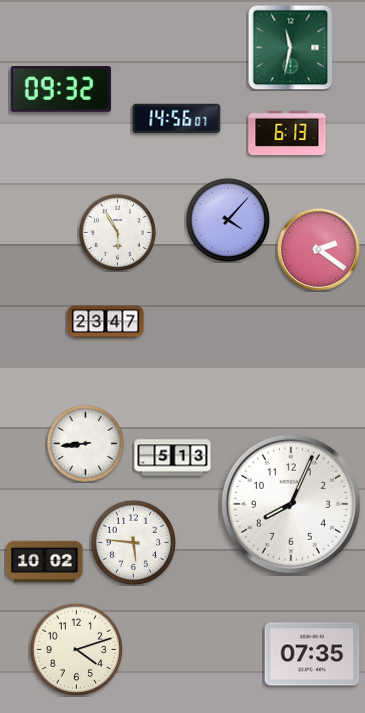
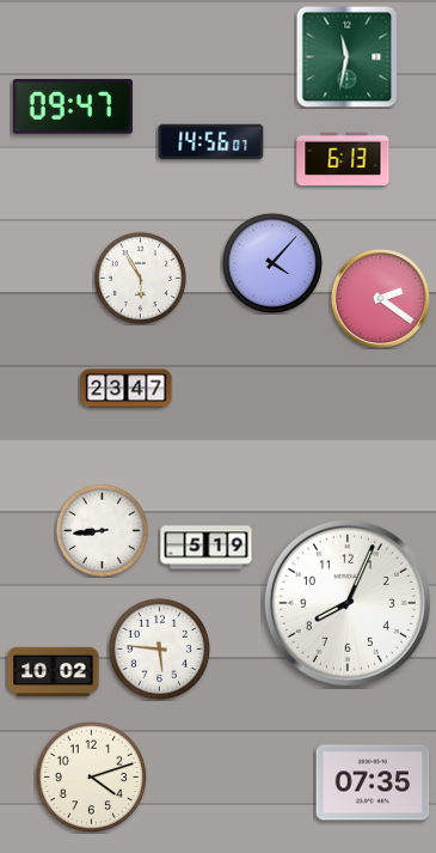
clock at (61, 89): 09:32 -> 09:47
clock at (106, 322) position: (106, 322) -> (127, 389)
clock at (173, 458): 5:13 -> 5:19
